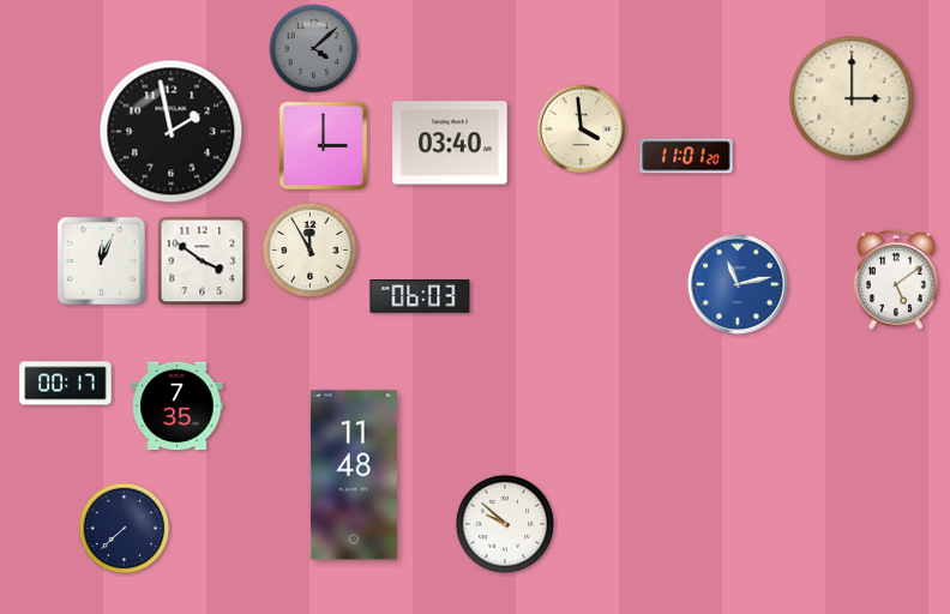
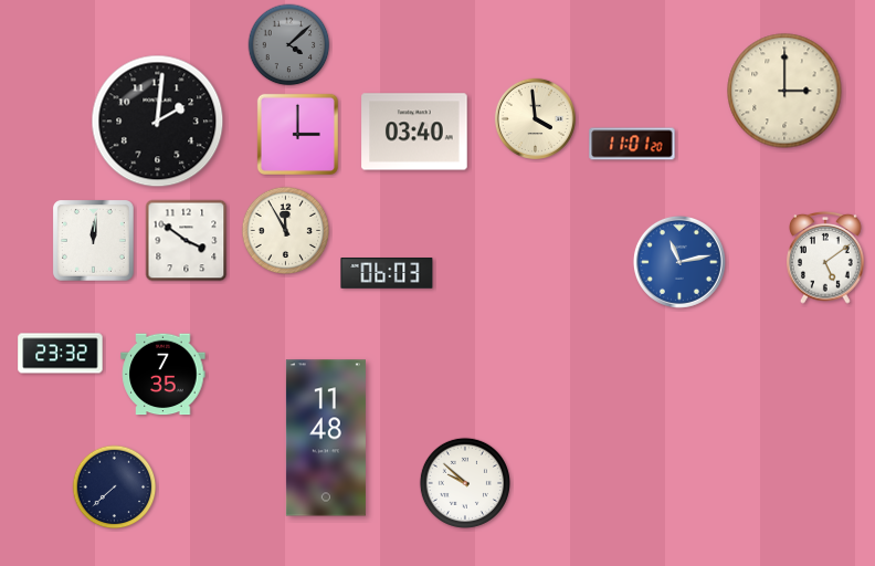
clock at (172, 132): 1:58 -> 2:01
clock at (102, 261): 12:04 -> 12:01
clock at (66, 384): 00:17 -> 23:32
